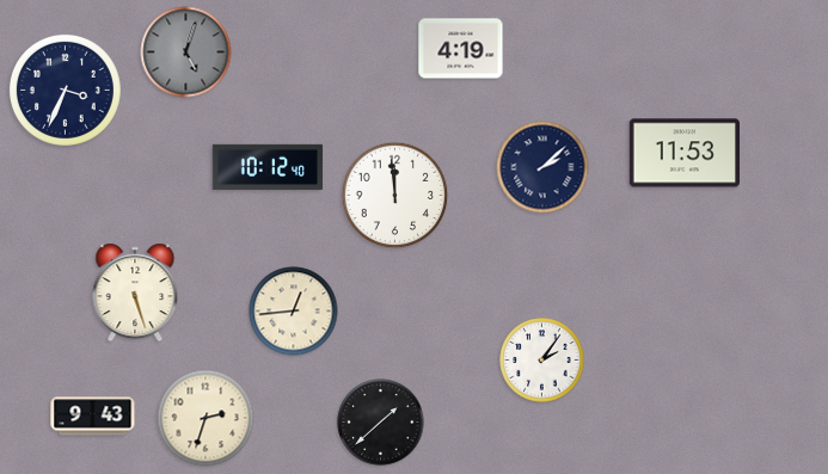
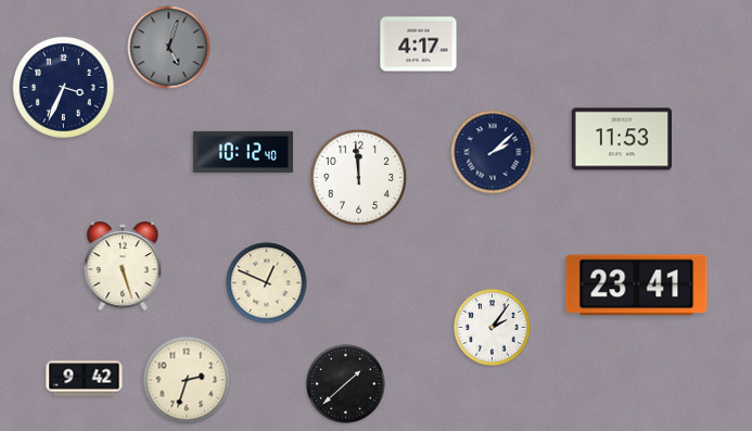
clock at (461, 49): 4:19 -> 4:17
clock at (65, 90) position: (65, 90) -> (63, 87)
clock at (294, 312): 12:44 -> 12:49
clock at (637, 286): none -> 23:41
clock at (93, 417): 9:43 -> 9:42
